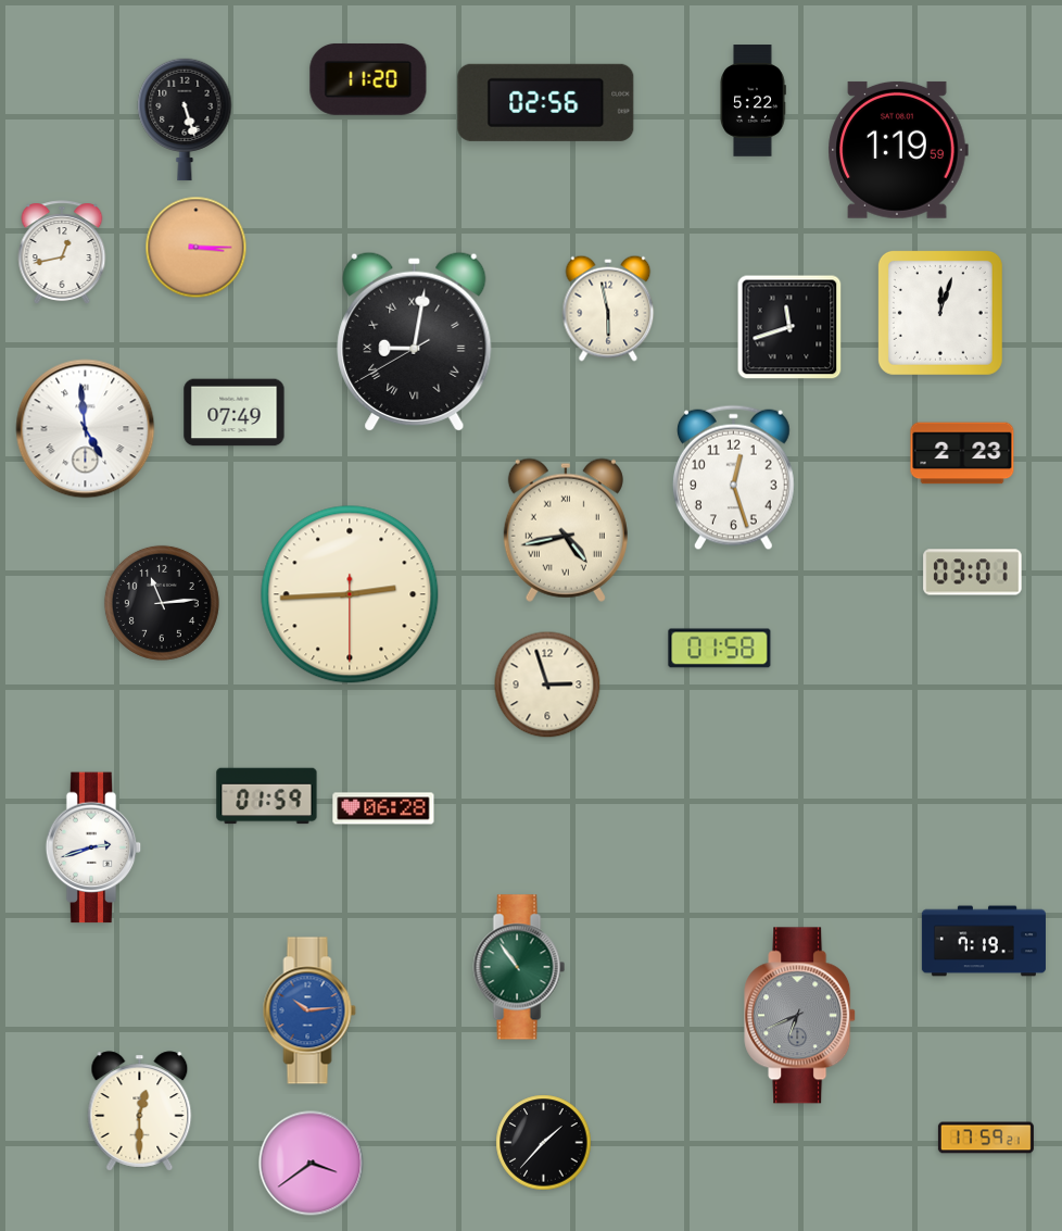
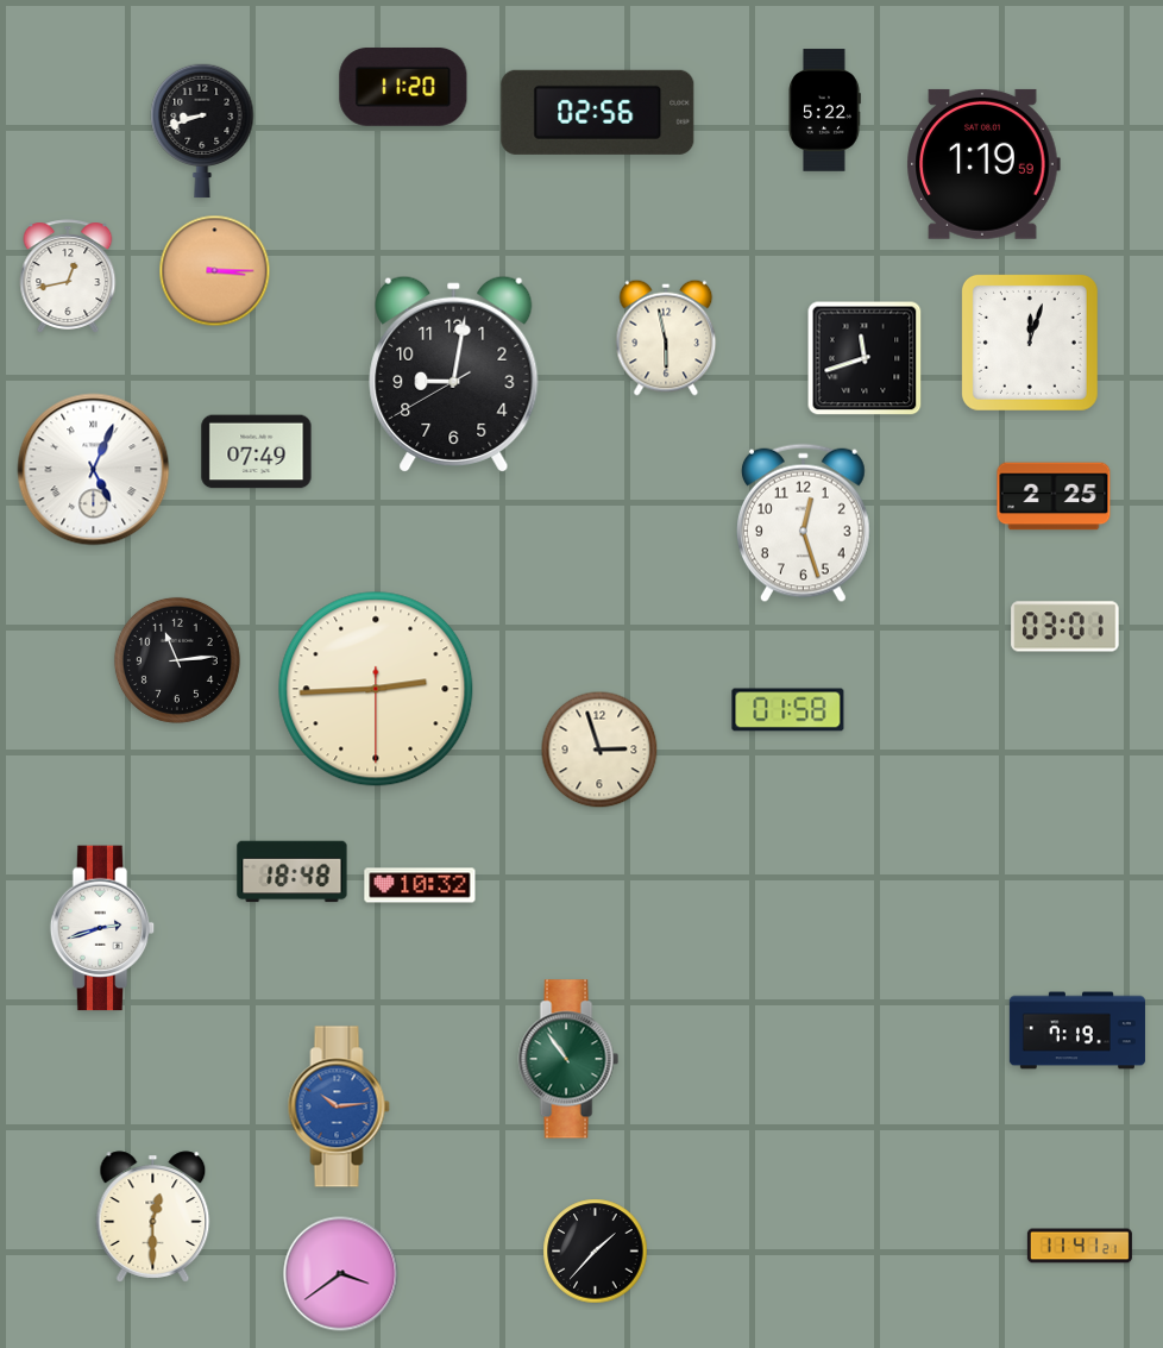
clock at (185, 120): 5:27 -> 8:42
clock at (415, 341) numerals: Roman -> Arabic
clock at (86, 429): 4:59 -> 5:04
clock at (962, 453): 2:23 -> 2:25
clock at (566, 530): 4:43 -> none
clock at (350, 594) position: (350, 594) -> (376, 689)
clock at (267, 796): 01:59 -> 18:48
clock at (383, 808): 06:28 -> 10:32
clock at (800, 1016): 6:41 -> none
clock at (986, 1138): 17:59 -> 11:41
